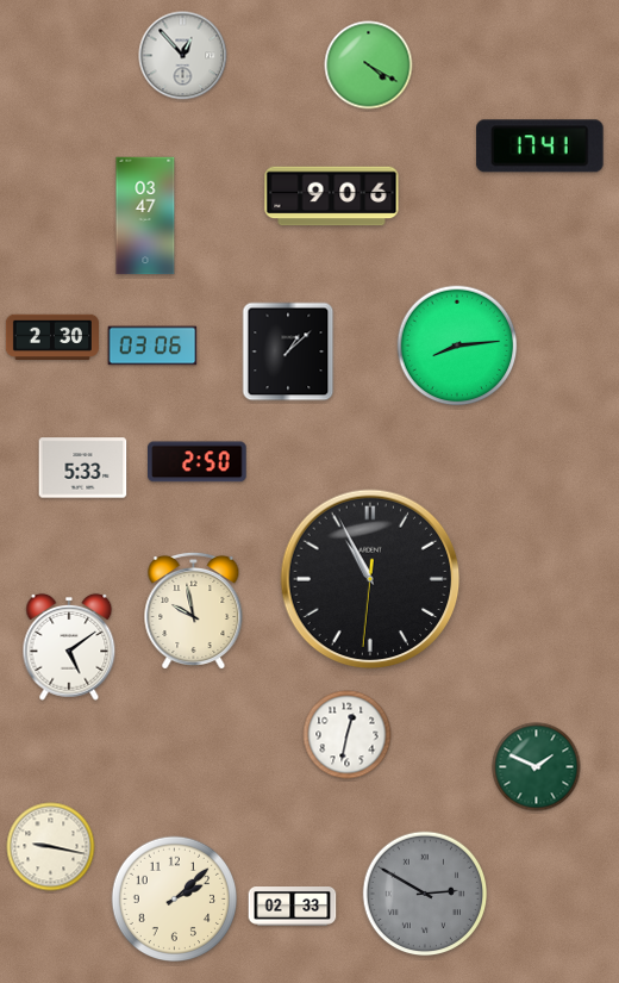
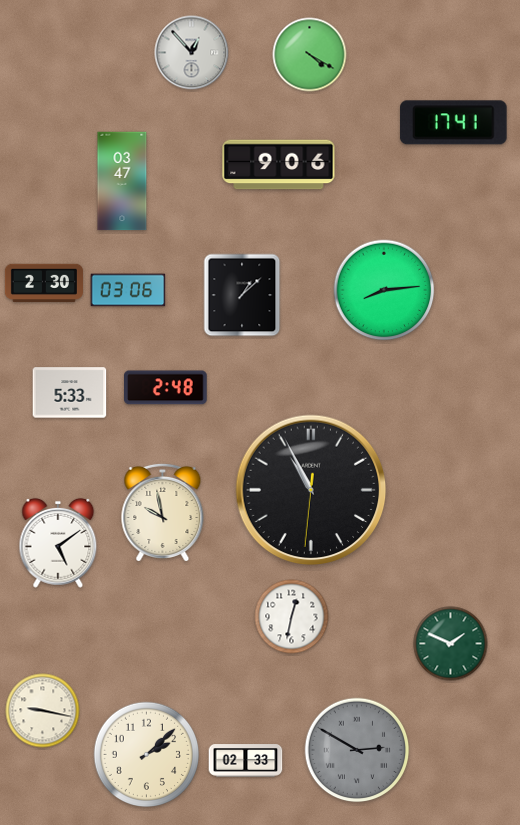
clock at (183, 56) position: (183, 56) -> (192, 53)
clock at (198, 462): 2:50 -> 2:48
clock at (370, 579) position: (370, 579) -> (311, 490)
